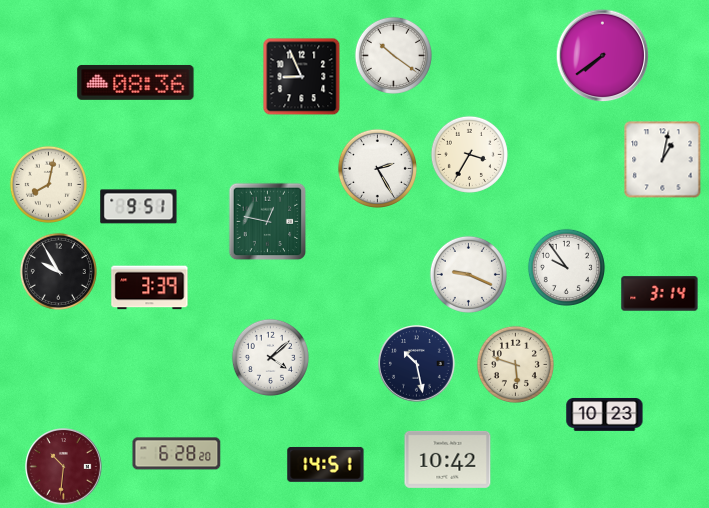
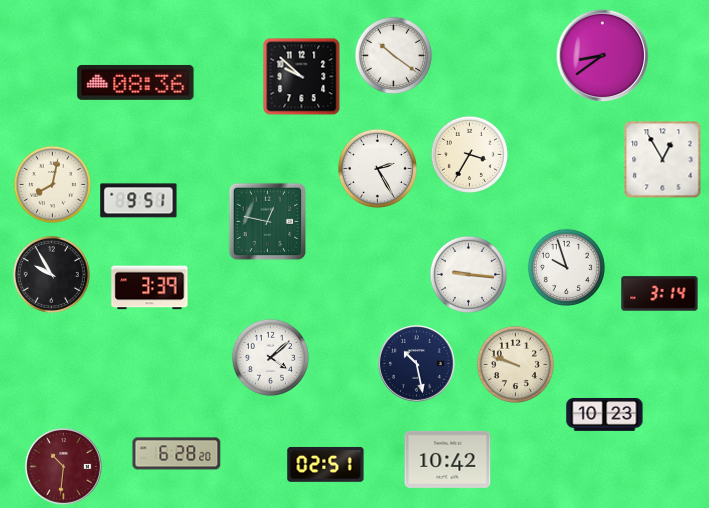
clock at (602, 55): 7:39 -> 8:39
clock at (301, 76): 8:56 -> 9:52
clock at (662, 159): 1:02 -> 12:55
clock at (48, 184) position: (48, 184) -> (52, 184)
clock at (139, 207) position: (139, 207) -> (139, 201)
clock at (566, 267): 9:54 -> 9:57
clock at (58, 271) position: (58, 271) -> (51, 274)
clock at (468, 274): 9:19 -> 9:16
clock at (515, 364): 5:48 -> 9:48
clock at (326, 464): 14:51 -> 02:51
